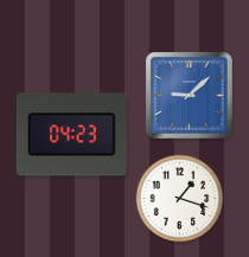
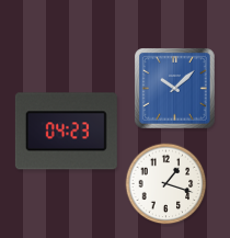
clock at (190, 96): 9:08 -> 10:08
clock at (71, 135) position: (71, 135) -> (66, 132)
